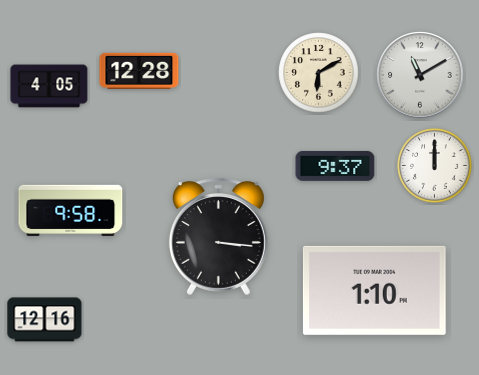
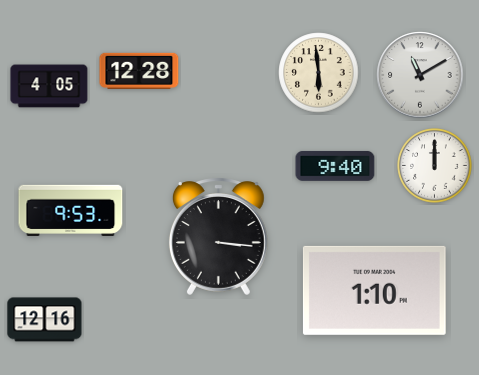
clock at (319, 73): 6:10 -> 5:59
clock at (335, 166): 9:37 -> 9:40
clock at (71, 210): 9:58 -> 9:53
